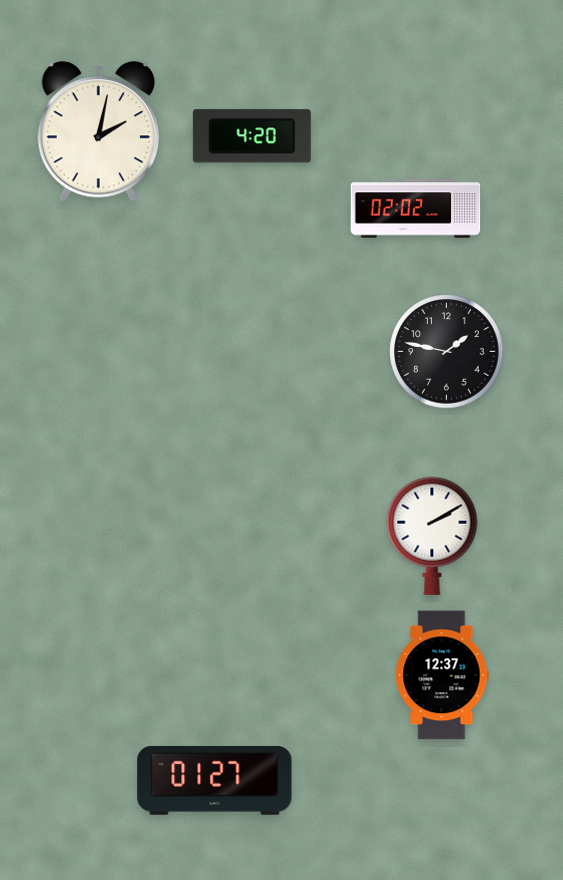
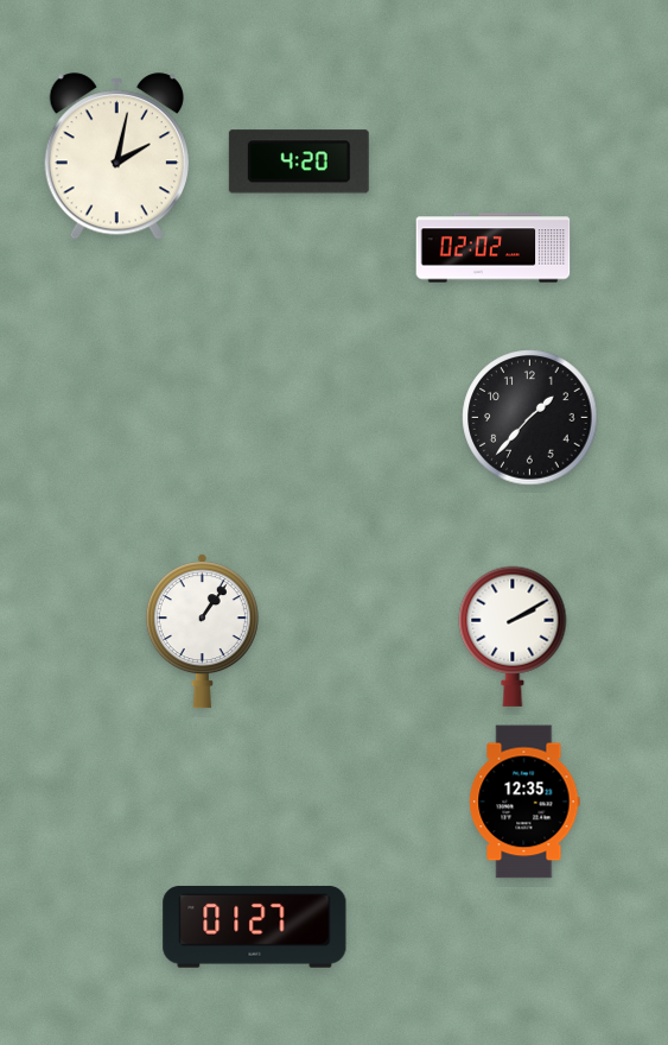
clock at (447, 352): 1:47 -> 1:37
clock at (202, 632): none -> 1:06
clock at (442, 675): 12:37 -> 12:35
